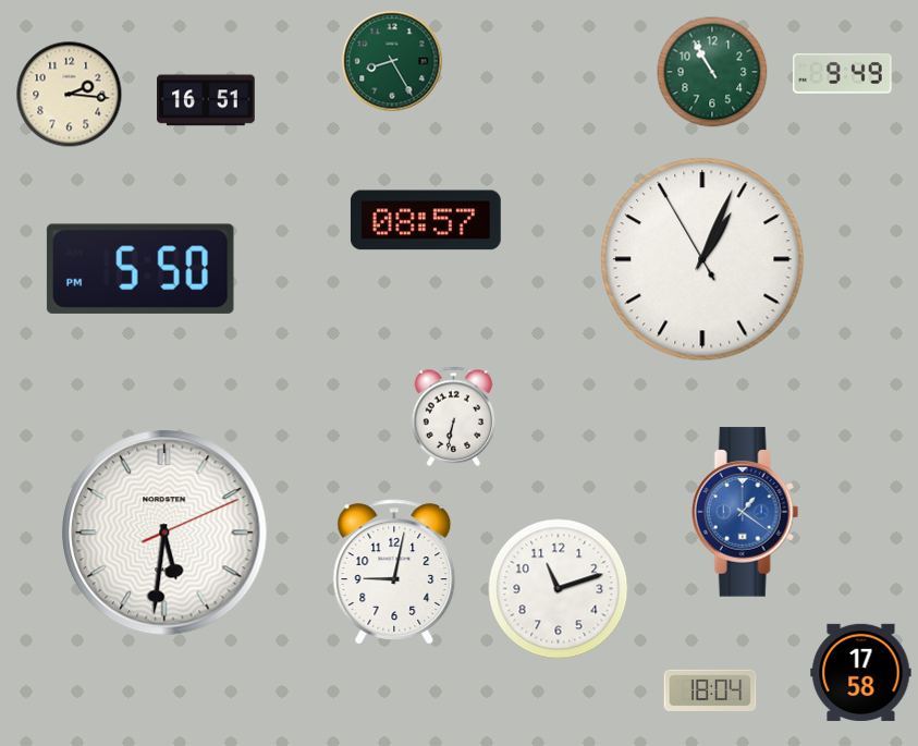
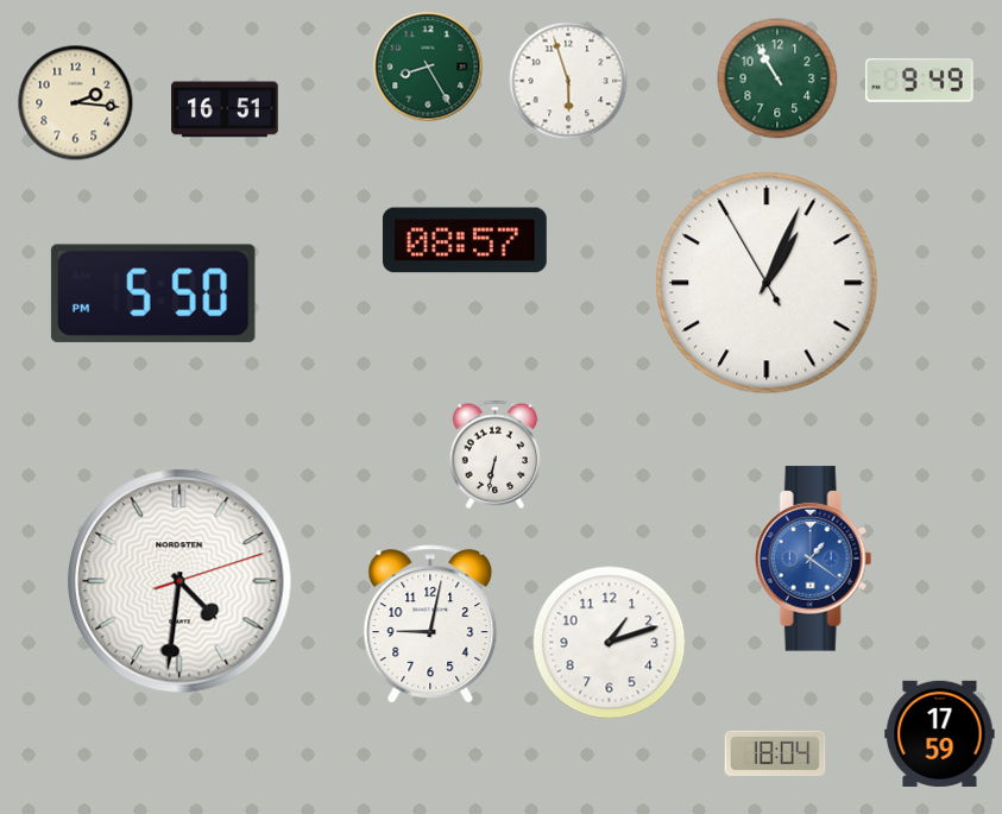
clock at (568, 81): none -> 5:57
clock at (164, 533): 5:31 -> 4:31
clock at (559, 589): 11:12 -> 1:12
clock at (861, 672): 17:58 -> 17:59
